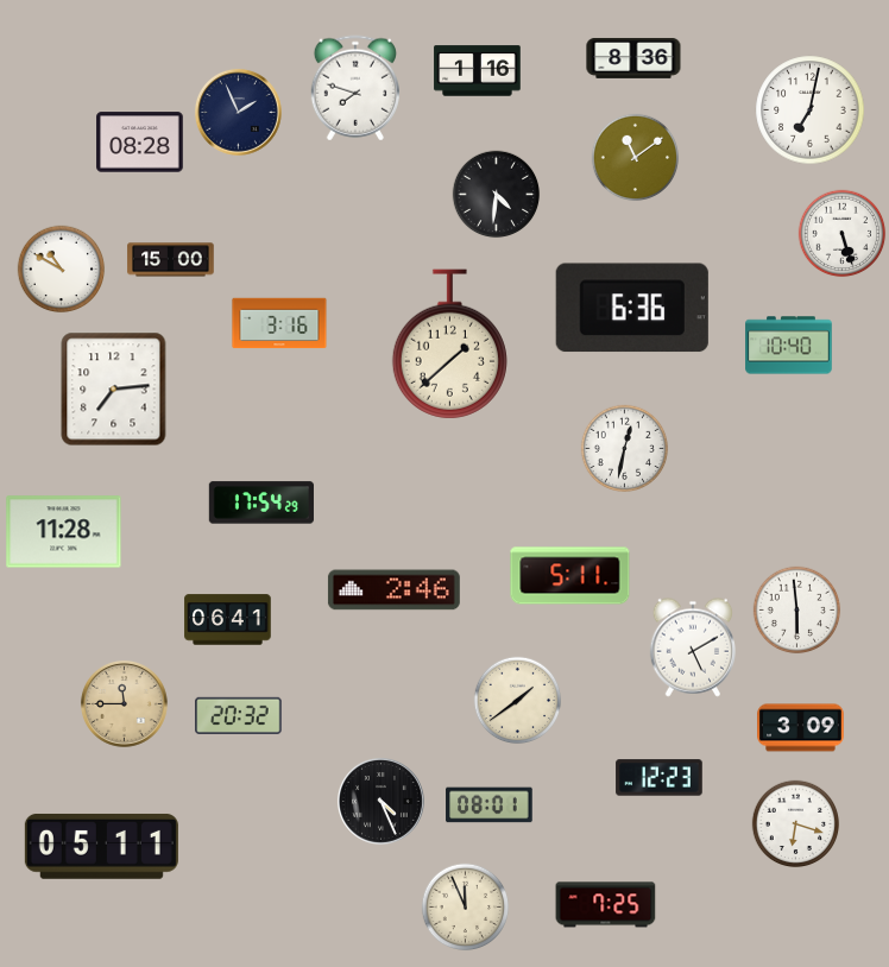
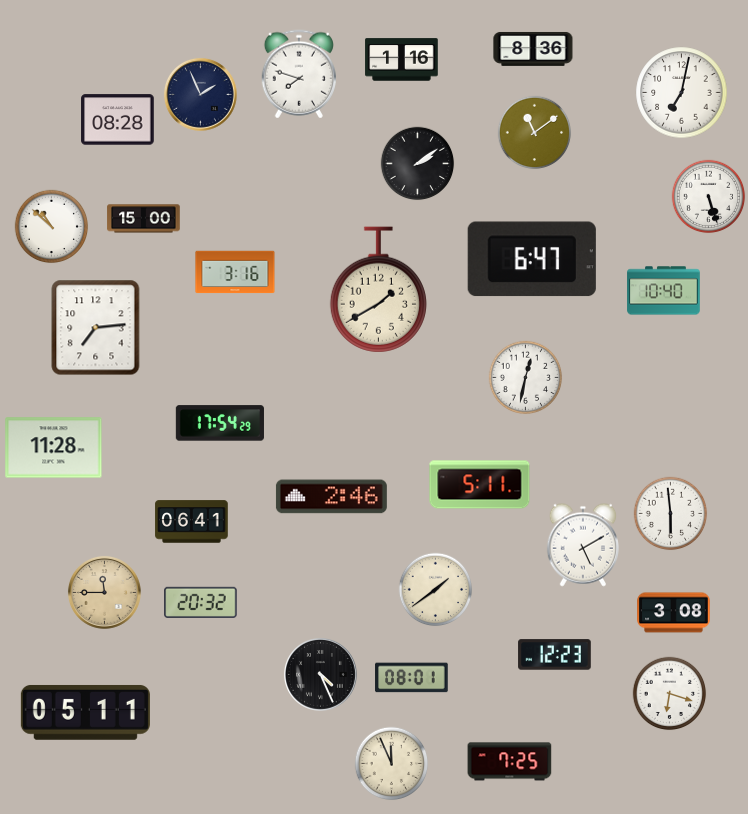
clock at (497, 195): 4:31 -> 2:09
clock at (62, 270): 10:50 -> 10:52
clock at (632, 308): 6:36 -> 6:47
clock at (449, 345): 1:38 -> 1:40
clock at (801, 728): 3:09 -> 3:08
